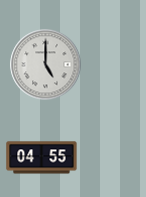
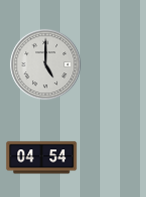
clock at (42, 158): 04:55 -> 04:54
